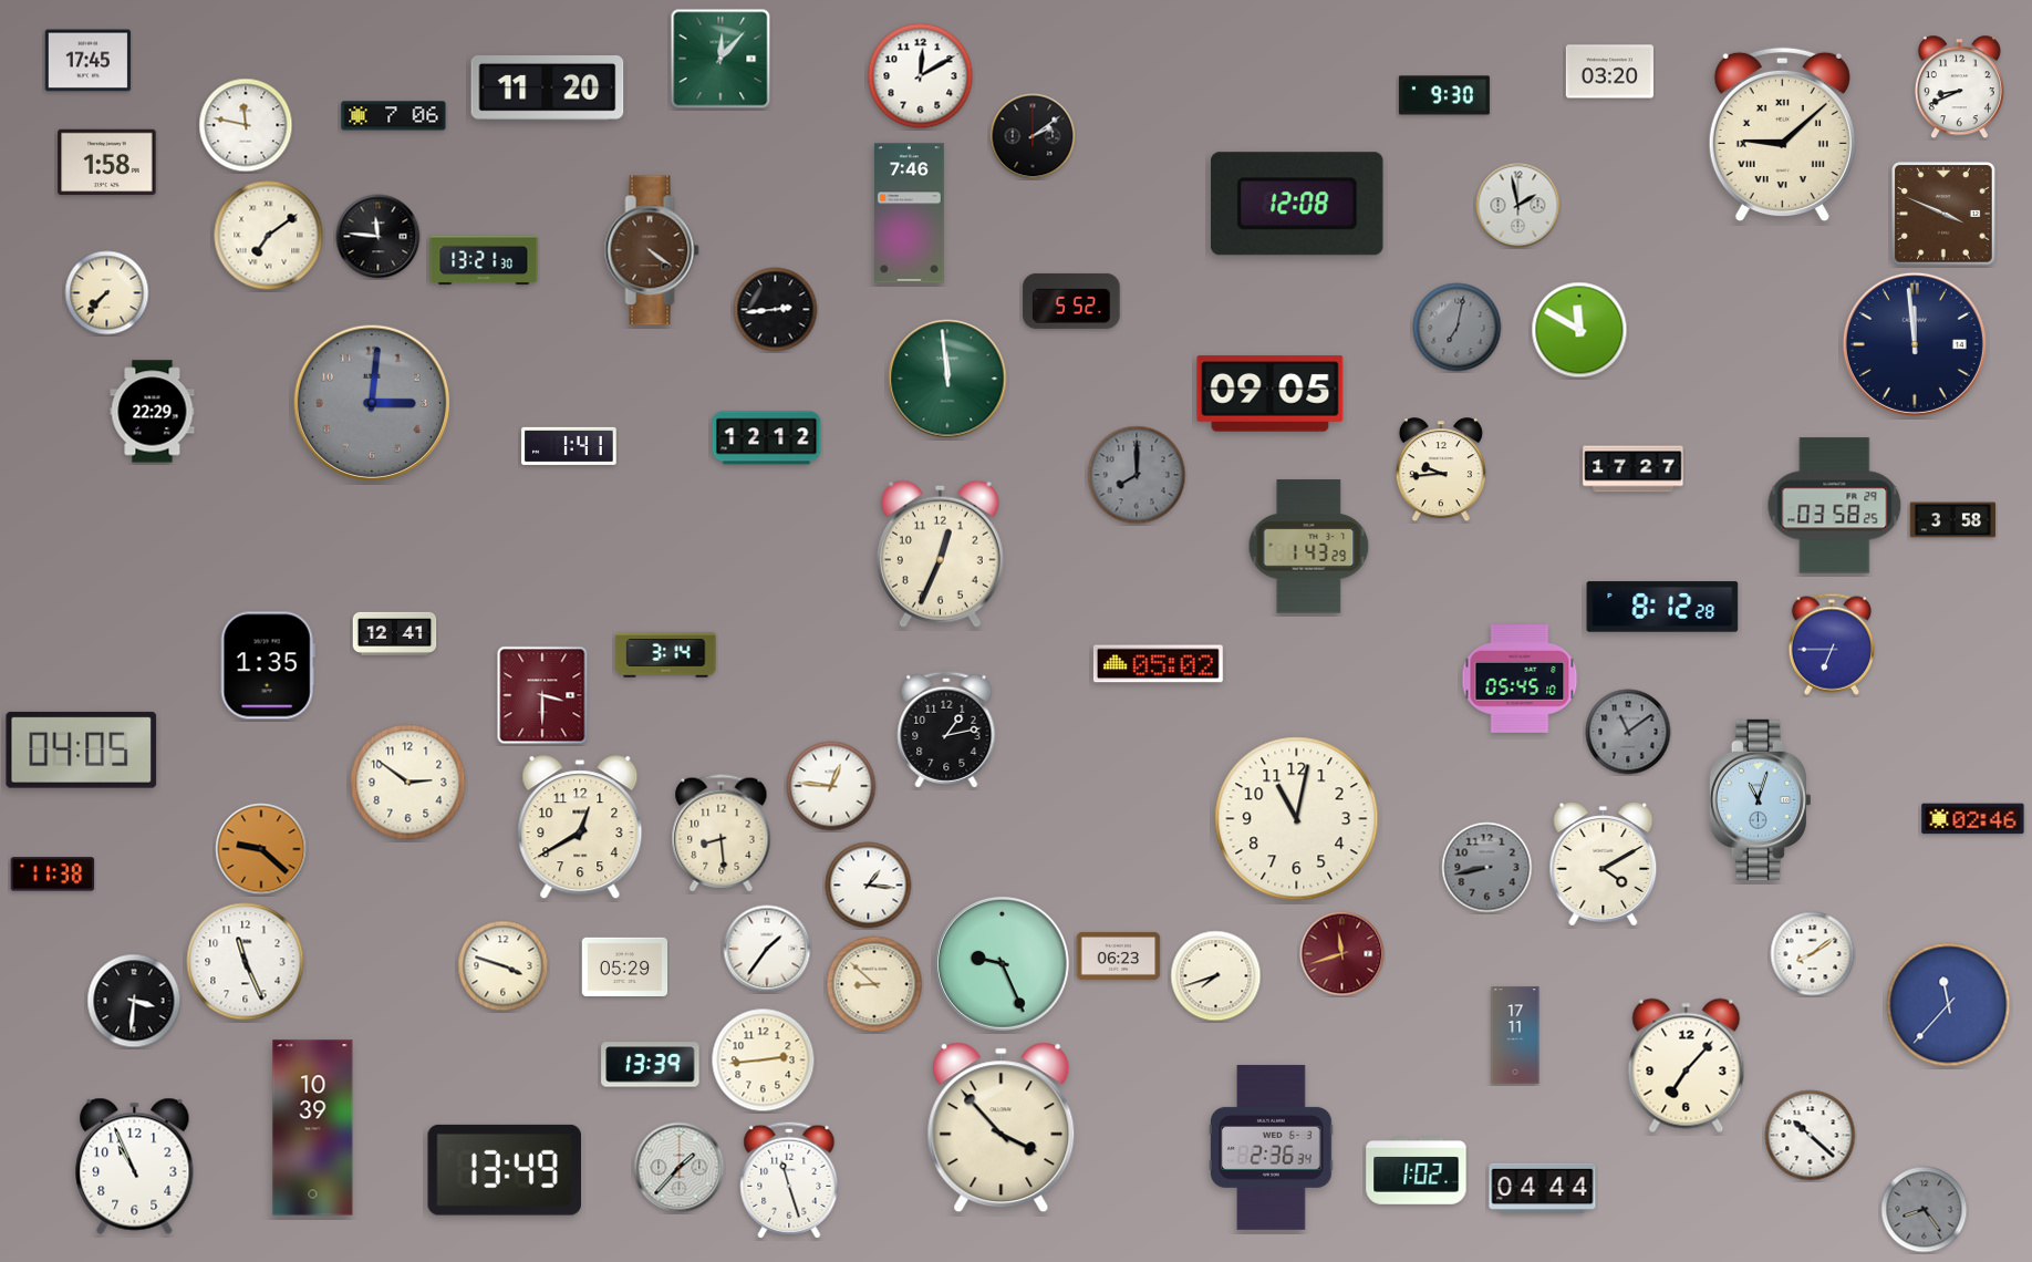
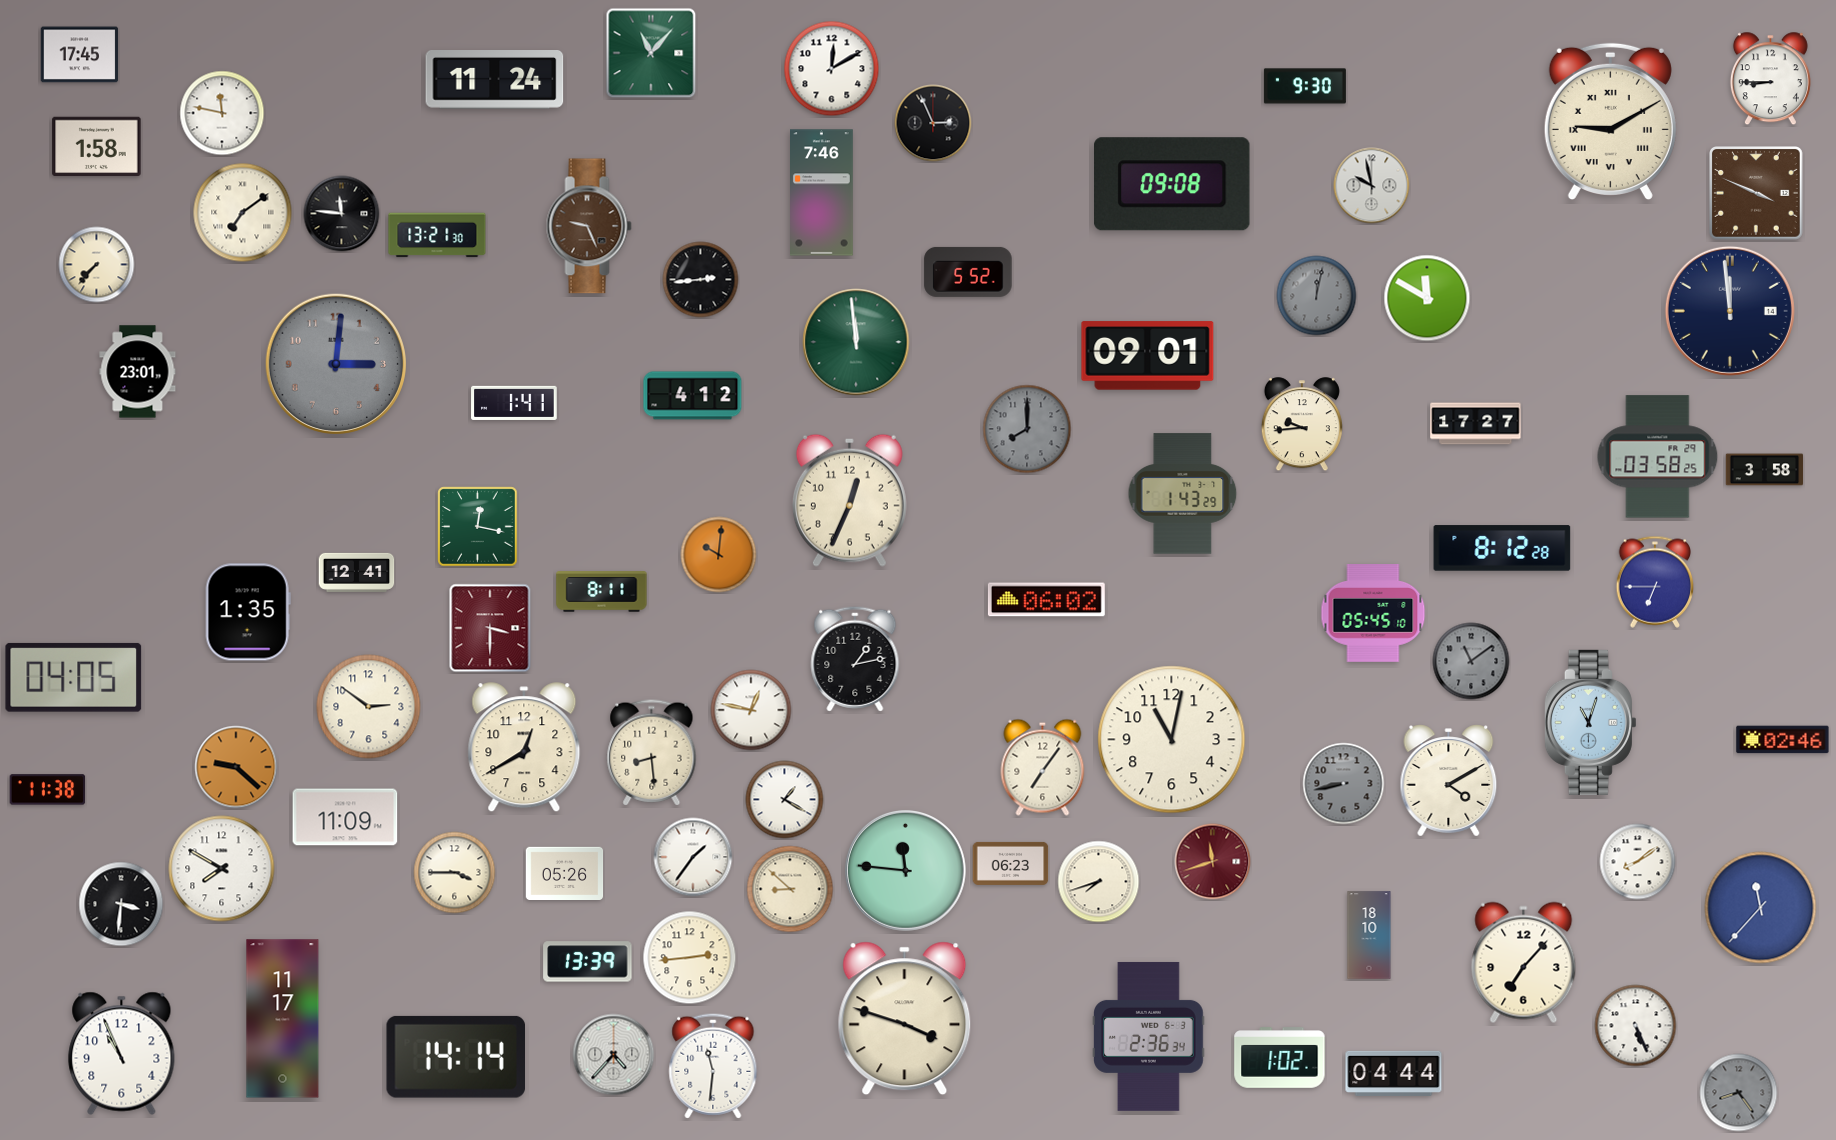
clock at (720, 59): 12:07 -> 11:07
clock at (1609, 72): 03:20 -> none
clock at (1959, 87): 8:41 -> 8:45
clock at (548, 89): 11:20 -> 11:24
clock at (394, 116): 7:06 -> none
clock at (1782, 134): 9:08 -> 9:10
clock at (1033, 136): 2:09 -> 2:56
clock at (1298, 204): 12:08 -> 09:08
clock at (1518, 206): 1:58 -> 9:58
clock at (652, 250): 4:21 -> 9:26
clock at (1458, 328): 7:02 -> 12:02
clock at (1271, 394): 09:05 -> 09:01
clock at (153, 412): 22:29 -> 23:01
clock at (767, 438): 12:12 -> 4:12
clock at (478, 527): none -> 12:17
clock at (719, 555): none -> 10:01
clock at (666, 655): 3:14 -> 8:11
clock at (1158, 664): 05:02 -> 06:02
clock at (268, 665) position: (268, 665) -> (248, 612)
clock at (831, 786): 12:46 -> 12:47
clock at (1043, 767): none -> 7:06
clock at (869, 886): 1:16 -> 1:20
clock at (345, 817): none -> 11:09
clock at (246, 962): 11:26 -> 7:50
clock at (1002, 963): 9:26 -> 11:46
clock at (504, 966): 3:48 -> 3:45
clock at (625, 966): 05:29 -> 05:26
clock at (1515, 1035): 17:11 -> 18:10
clock at (313, 1128): 10:39 -> 11:17
clock at (1002, 1128): 3:53 -> 3:48
clock at (1811, 1136): 10:22 -> 5:26
clock at (680, 1168): 1:37 -> 4:37
clock at (504, 1170): 13:49 -> 14:14
clock at (789, 1180): 11:27 -> 11:31
